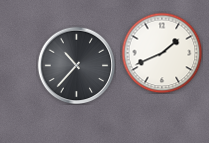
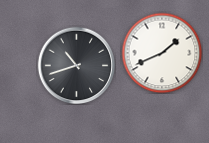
clock at (76, 65): 10:37 -> 10:42
